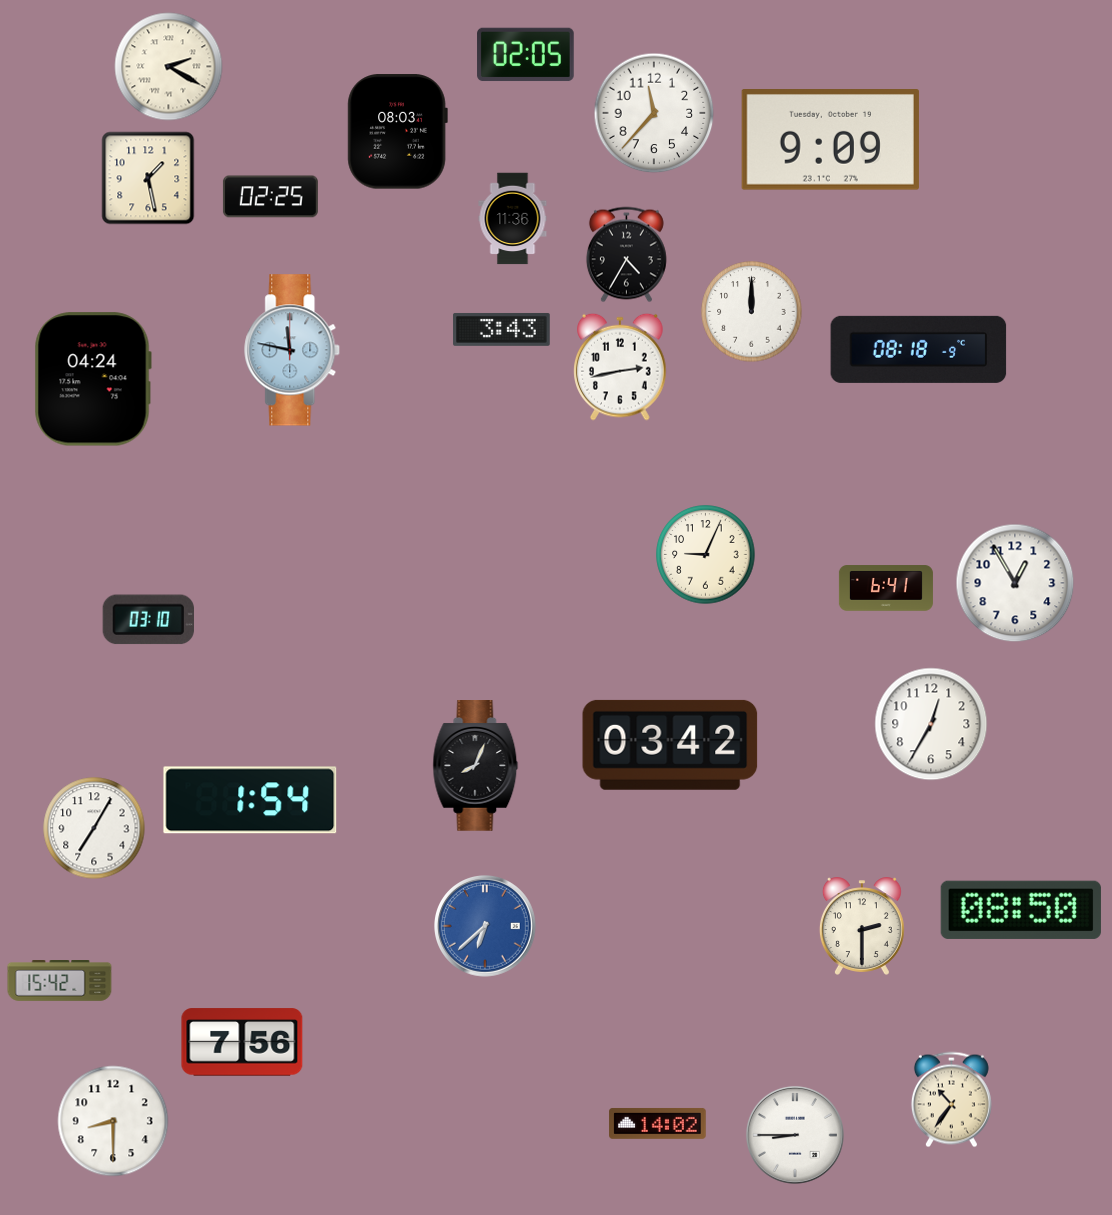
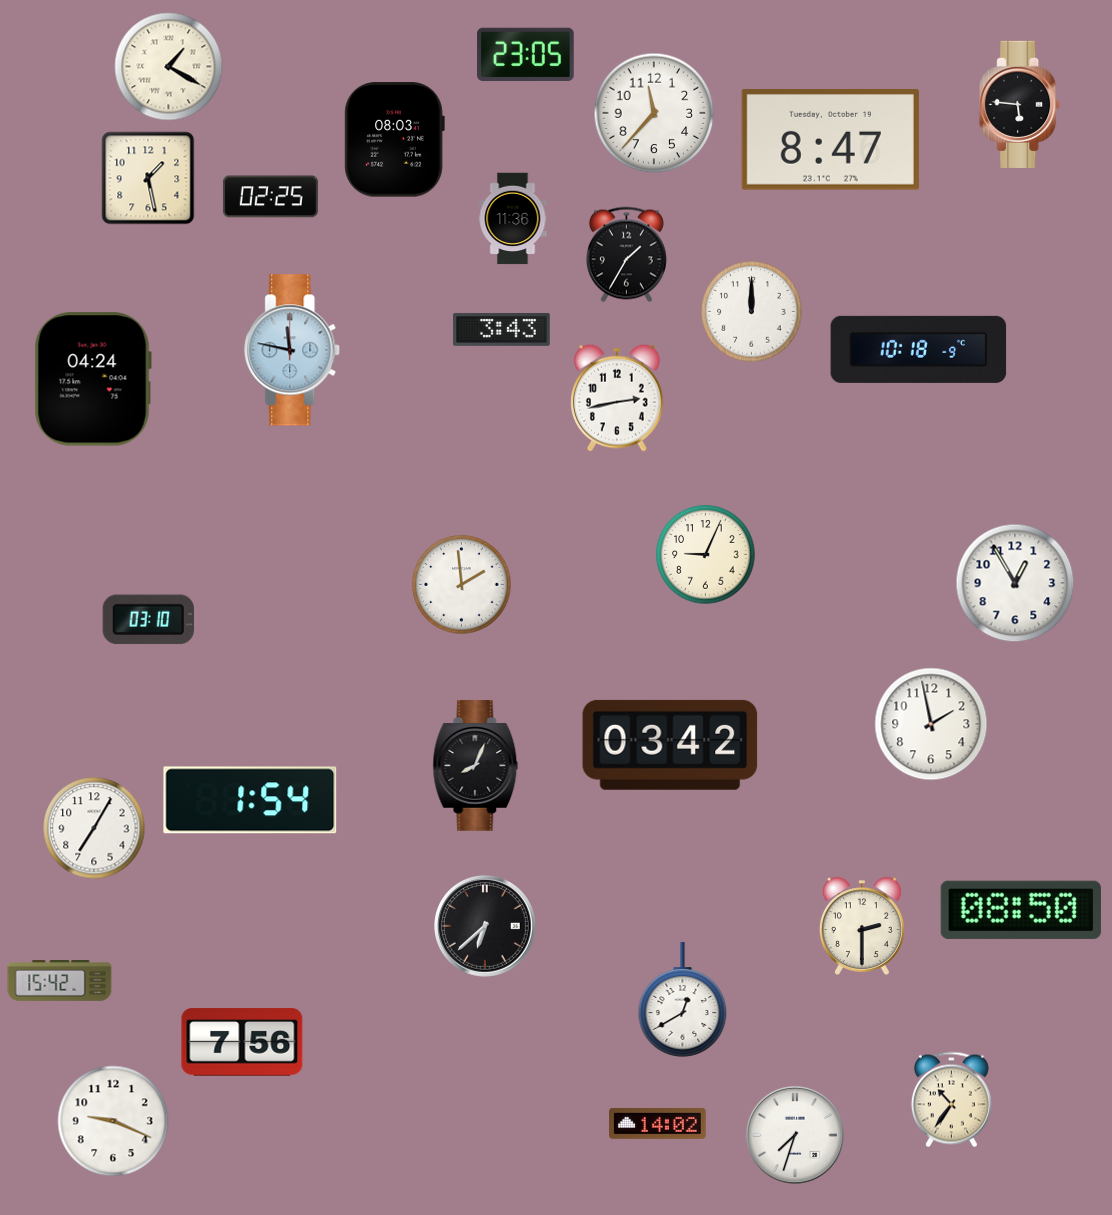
clock at (526, 55): 02:05 -> 23:05
clock at (169, 67): 2:20 -> 1:20
clock at (1020, 104): none -> 5:46
clock at (397, 132) position: (397, 132) -> (394, 140)
clock at (830, 140): 9:09 -> 8:47
clock at (626, 255): 4:35 -> 1:35
clock at (919, 349): 08:18 -> 10:18
clock at (620, 367) position: (620, 367) -> (617, 398)
clock at (462, 585): none -> 1:59
clock at (886, 588): 6:41 -> none
clock at (931, 724): 12:35 -> 1:58
clock at (486, 927) dial: blue -> black
clock at (683, 1000): none -> 12:40
clock at (113, 1121): 8:30 -> 9:19
clock at (795, 1135): 8:45 -> 7:33
